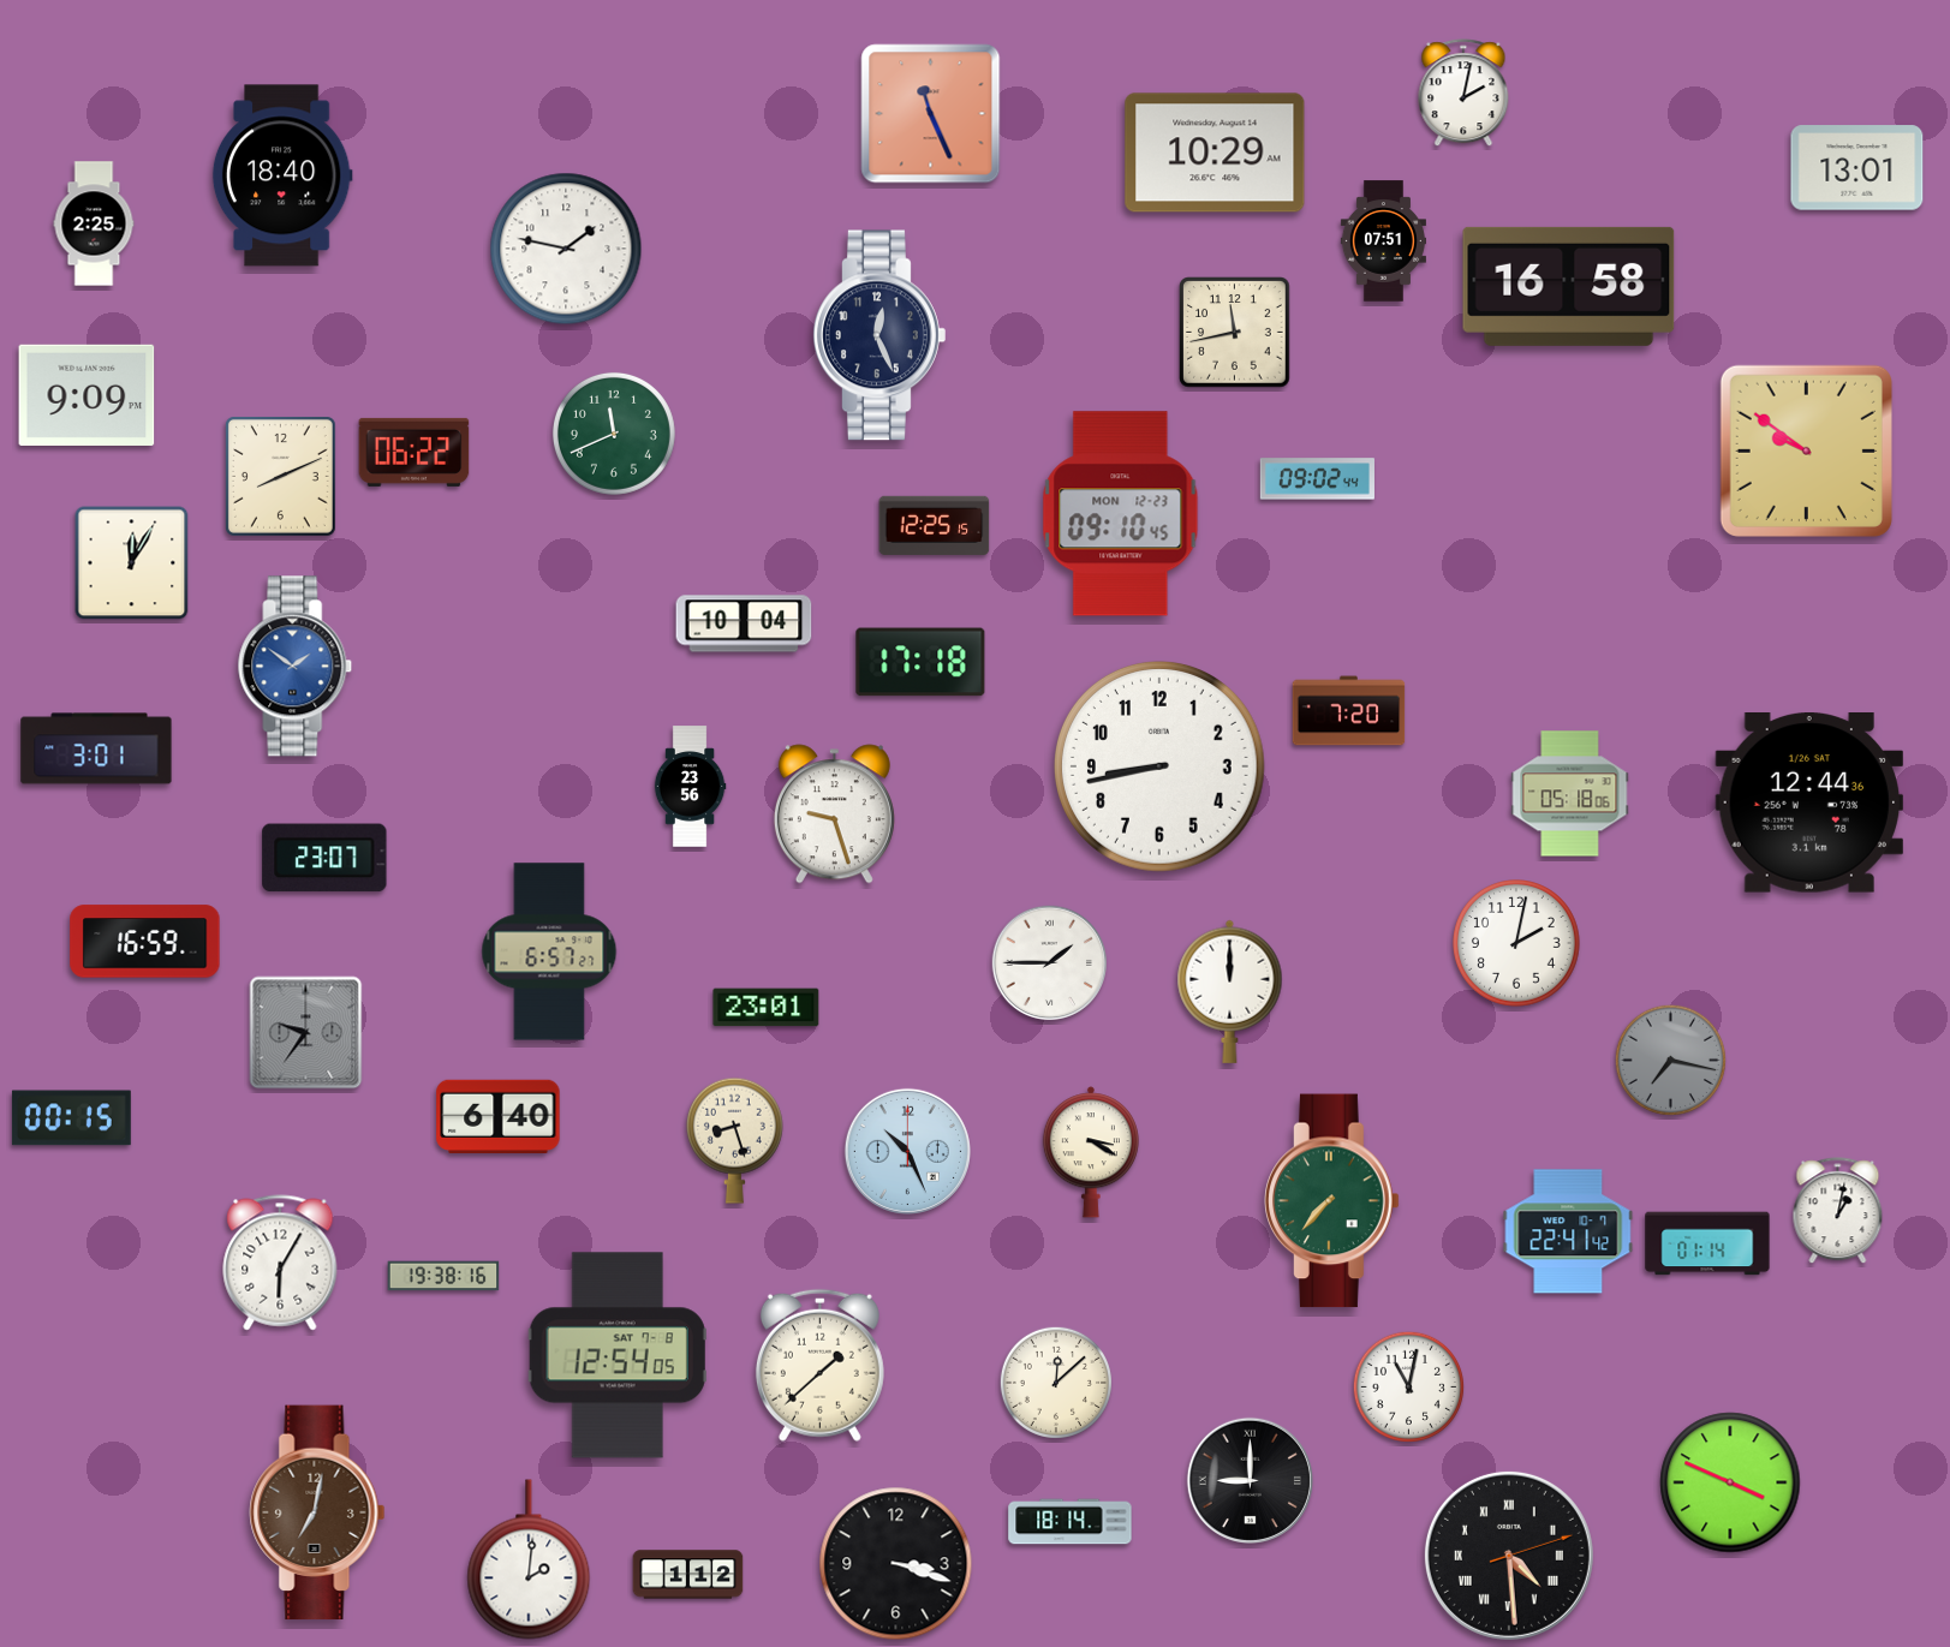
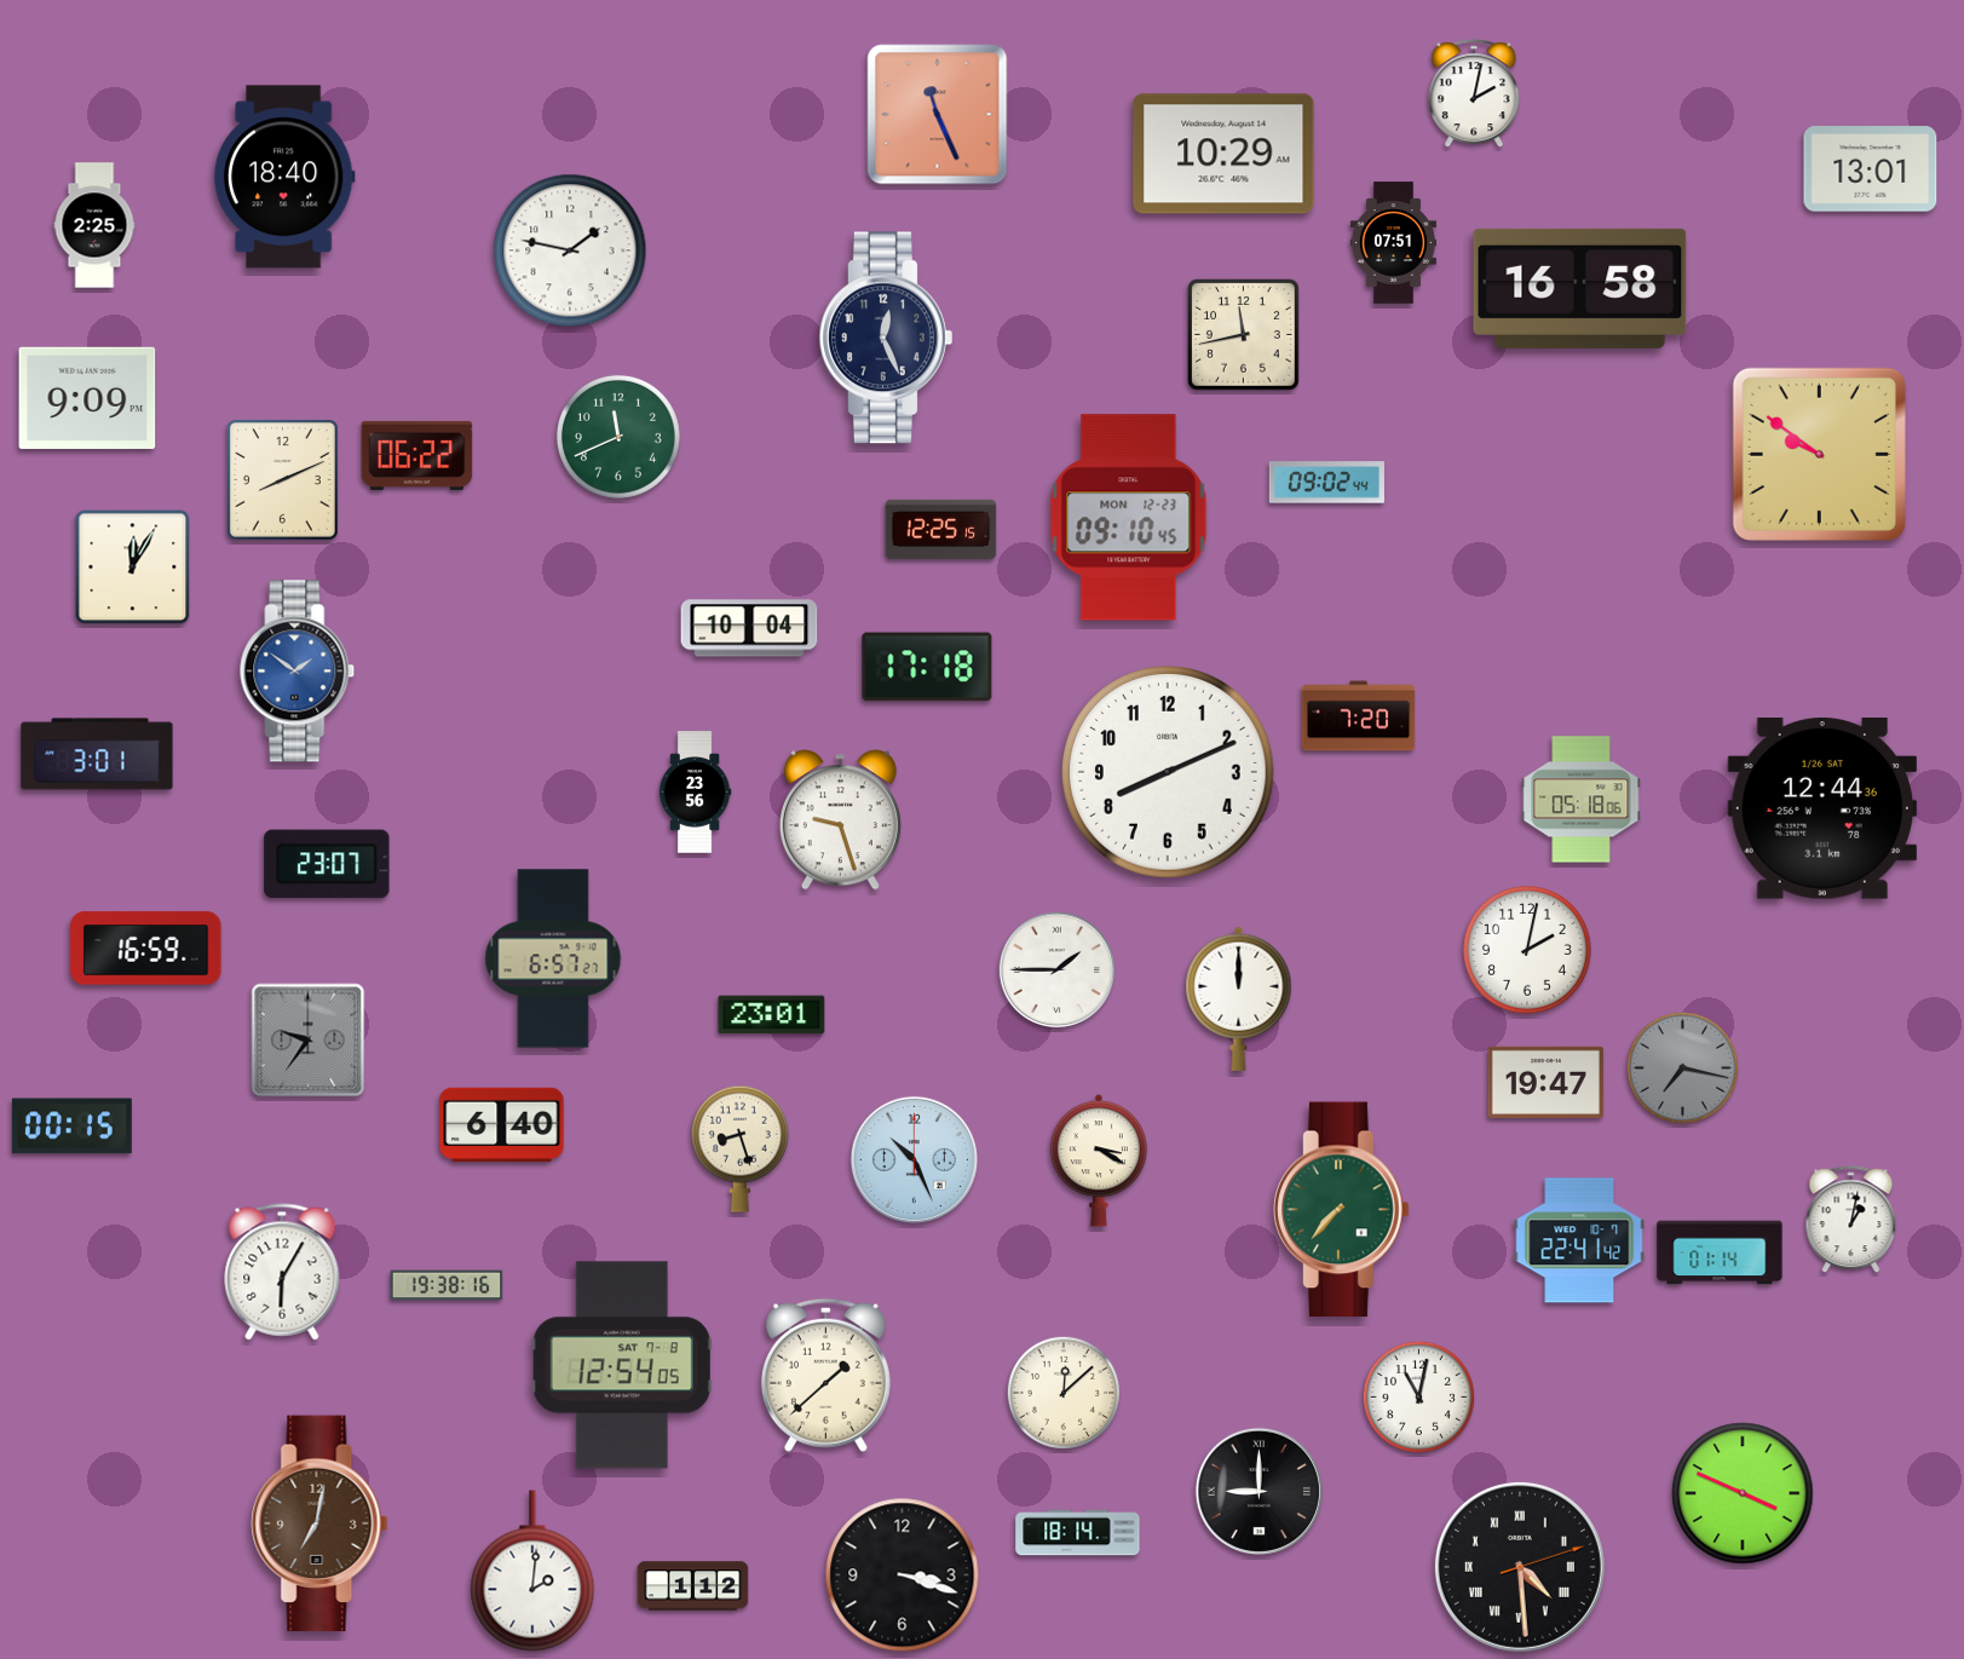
clock at (1161, 768): 8:43 -> 8:11
clock at (1545, 1082): none -> 19:47
